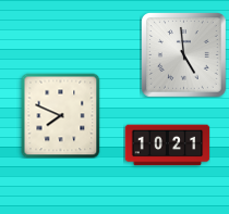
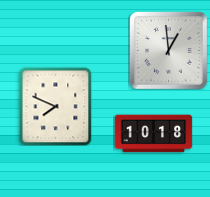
clock at (184, 55): 4:59 -> 12:59
clock at (167, 146): 10:21 -> 10:18
